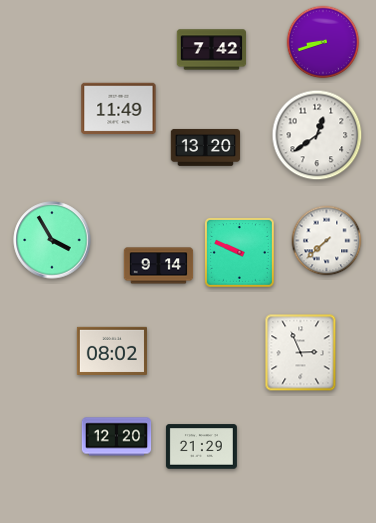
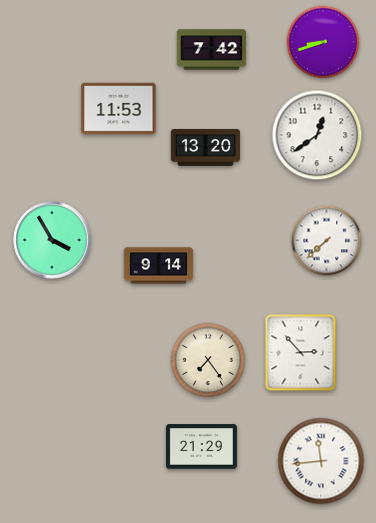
clock at (119, 109): 11:49 -> 11:53
clock at (240, 253): 9:49 -> none
clock at (112, 351): 08:02 -> none
clock at (301, 353): 2:56 -> 2:53
clock at (207, 359): none -> 7:24
clock at (117, 437): 12:20 -> none
clock at (321, 461): none -> 11:44
